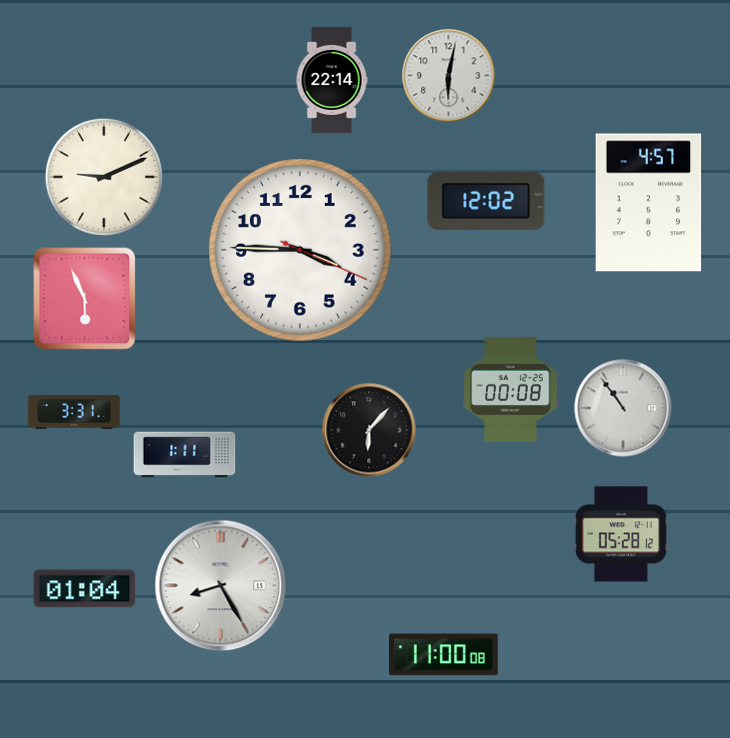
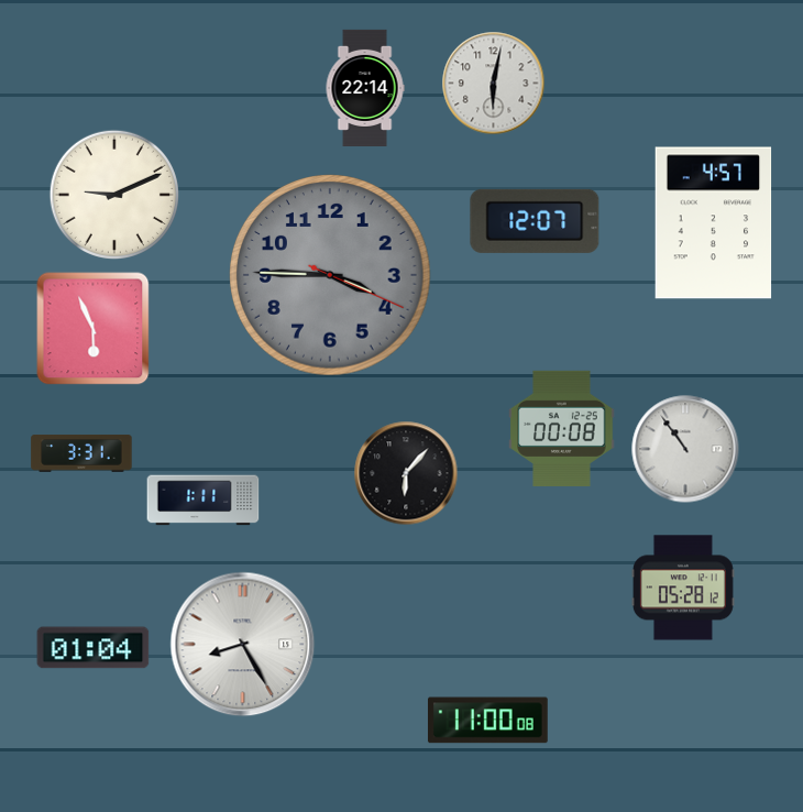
clock at (486, 201): 12:02 -> 12:07
clock at (300, 250) dial: white -> grey
